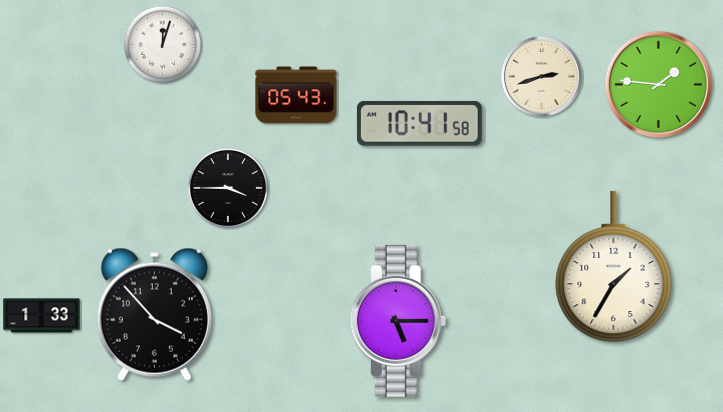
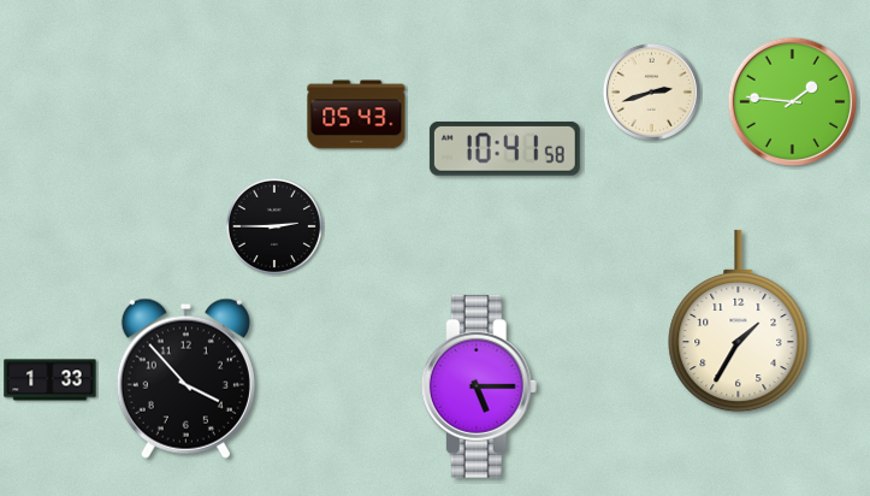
clock at (162, 44): 12:03 -> none
clock at (228, 188): 3:45 -> 2:45
